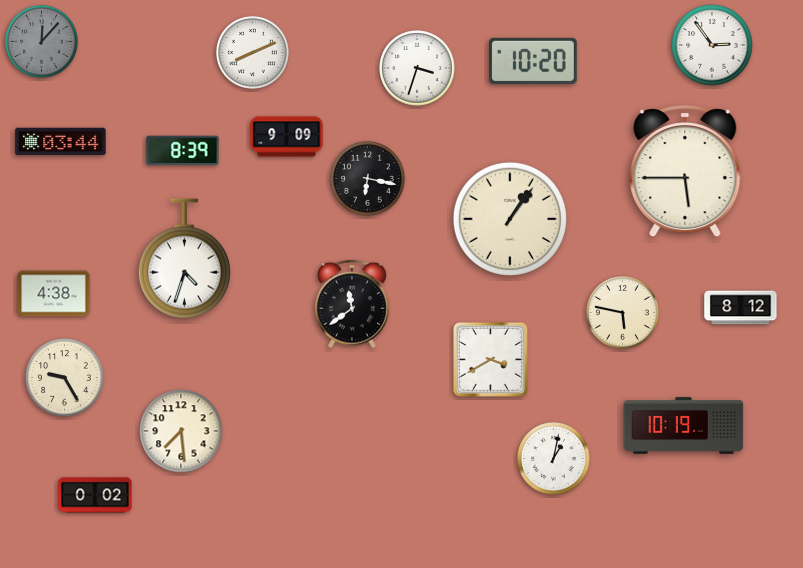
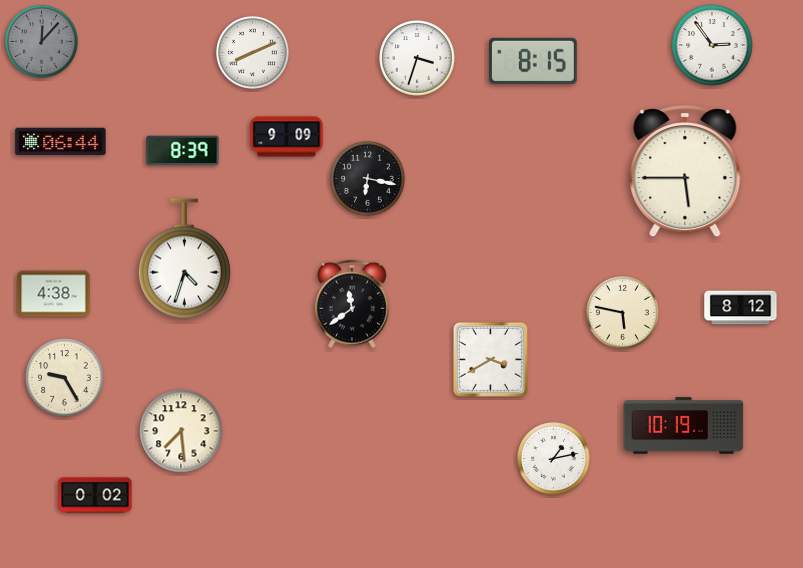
clock at (534, 61): 10:20 -> 8:15
clock at (417, 68) position: (417, 68) -> (417, 58)
clock at (61, 142): 03:44 -> 06:44
clock at (510, 219): 1:06 -> none
clock at (553, 458): 1:02 -> 1:13
